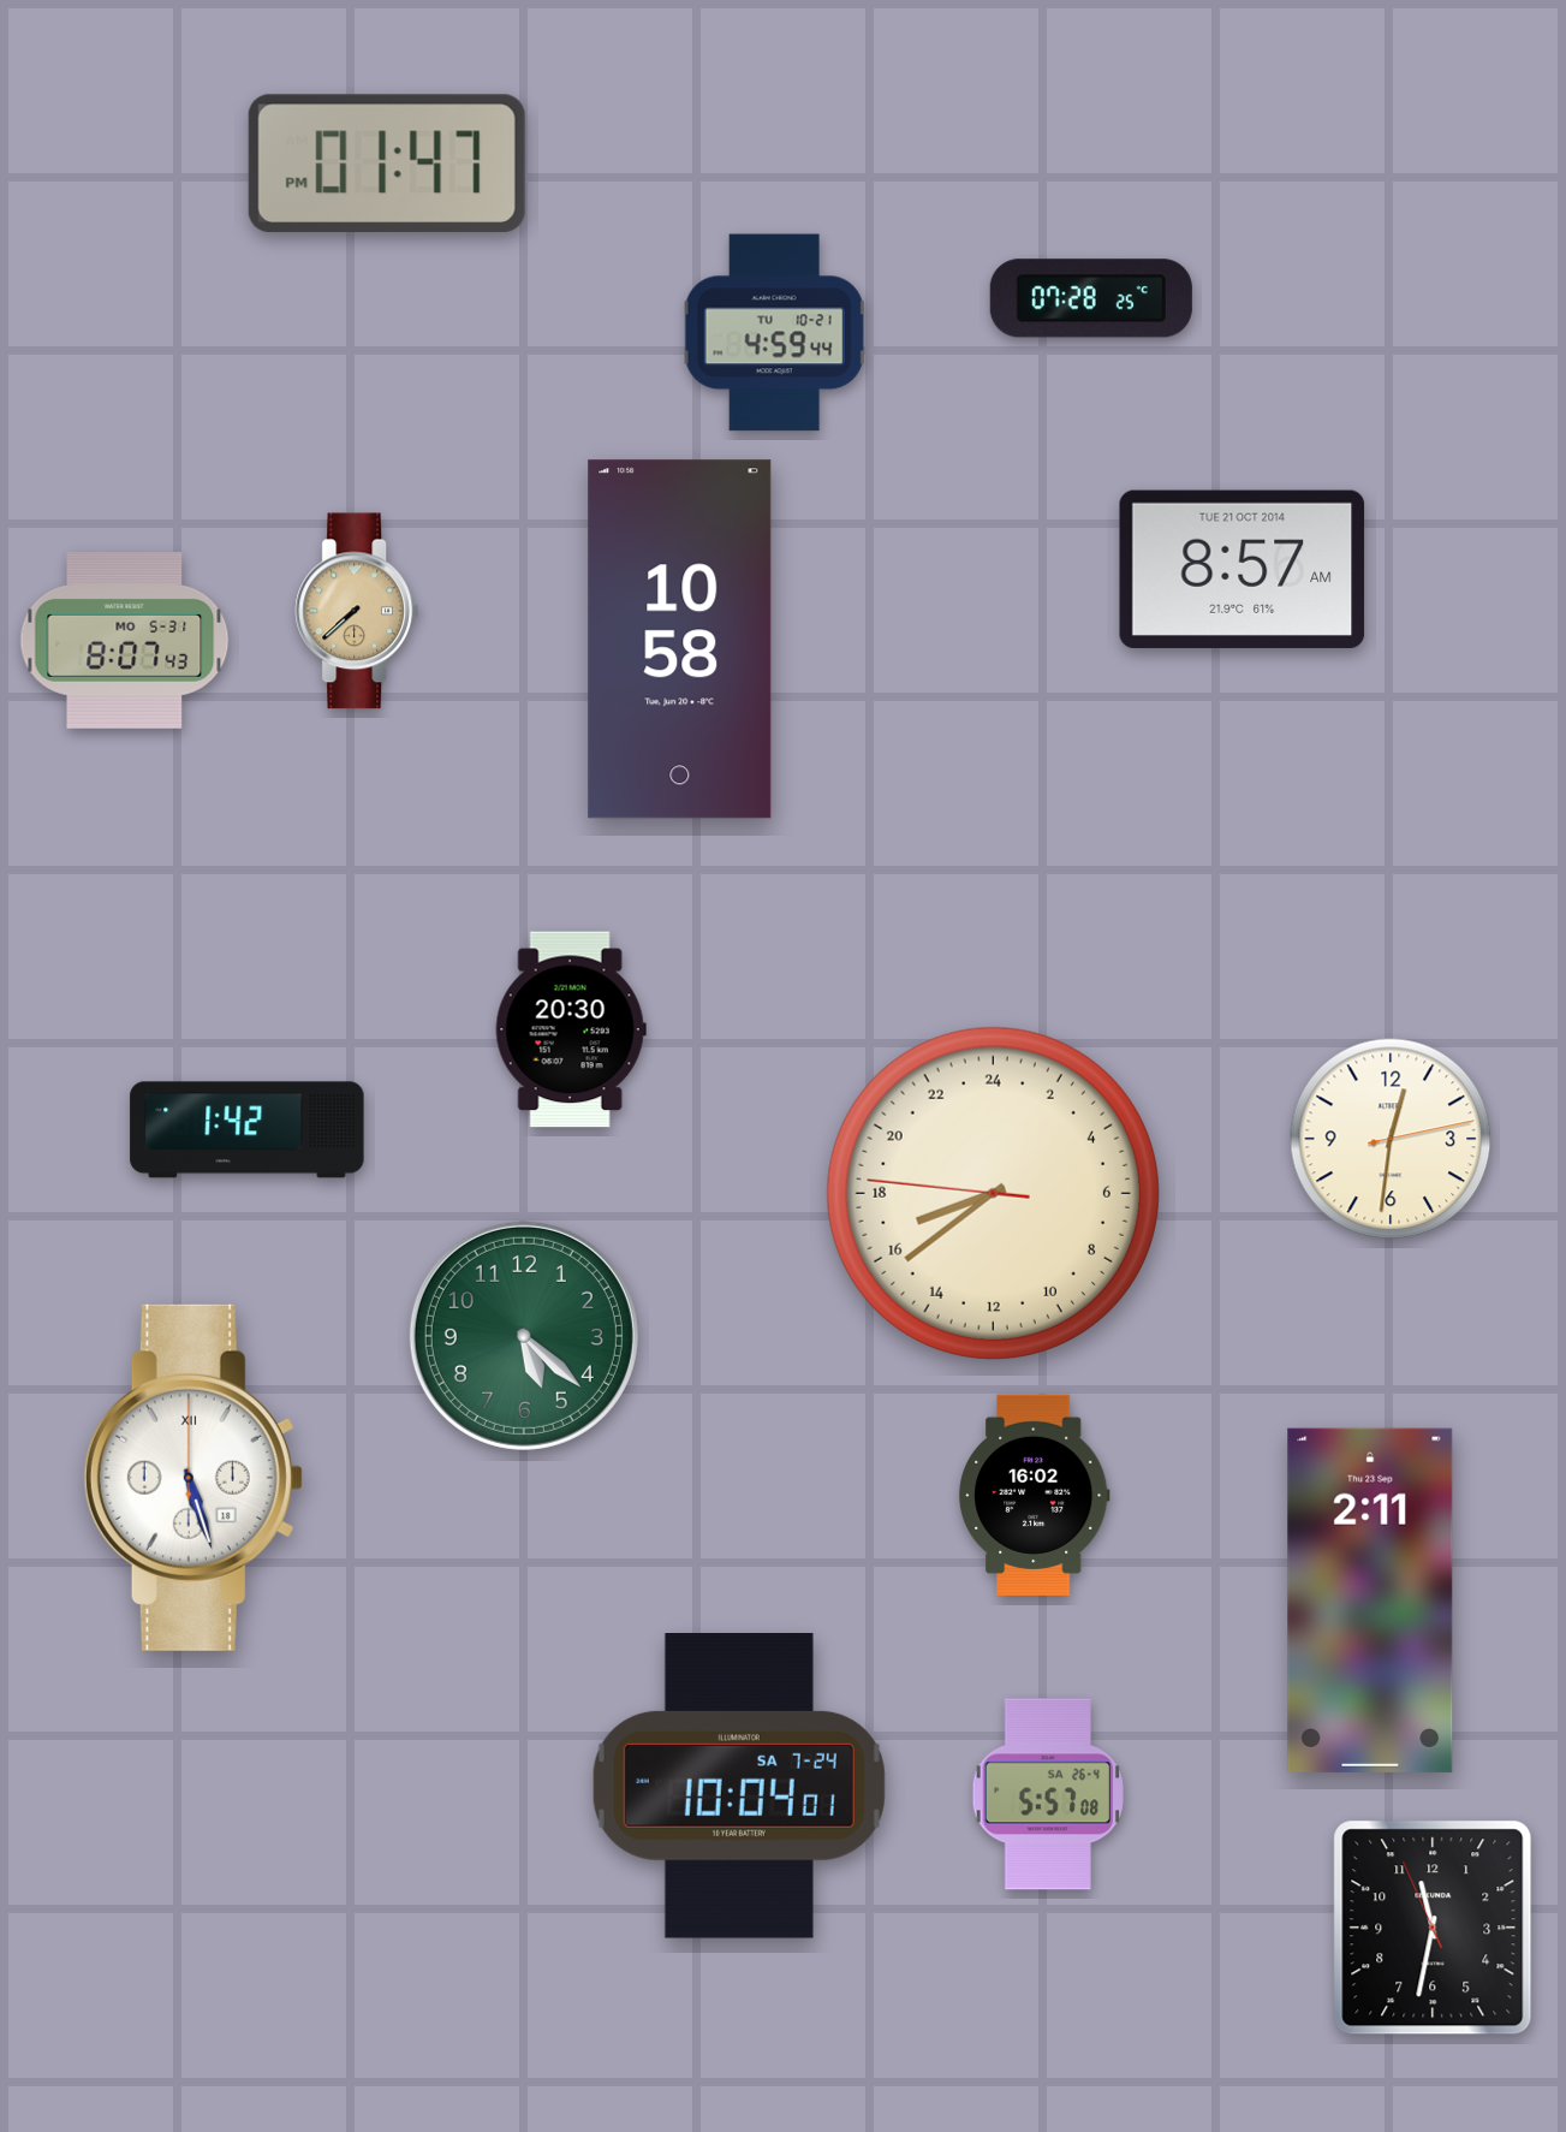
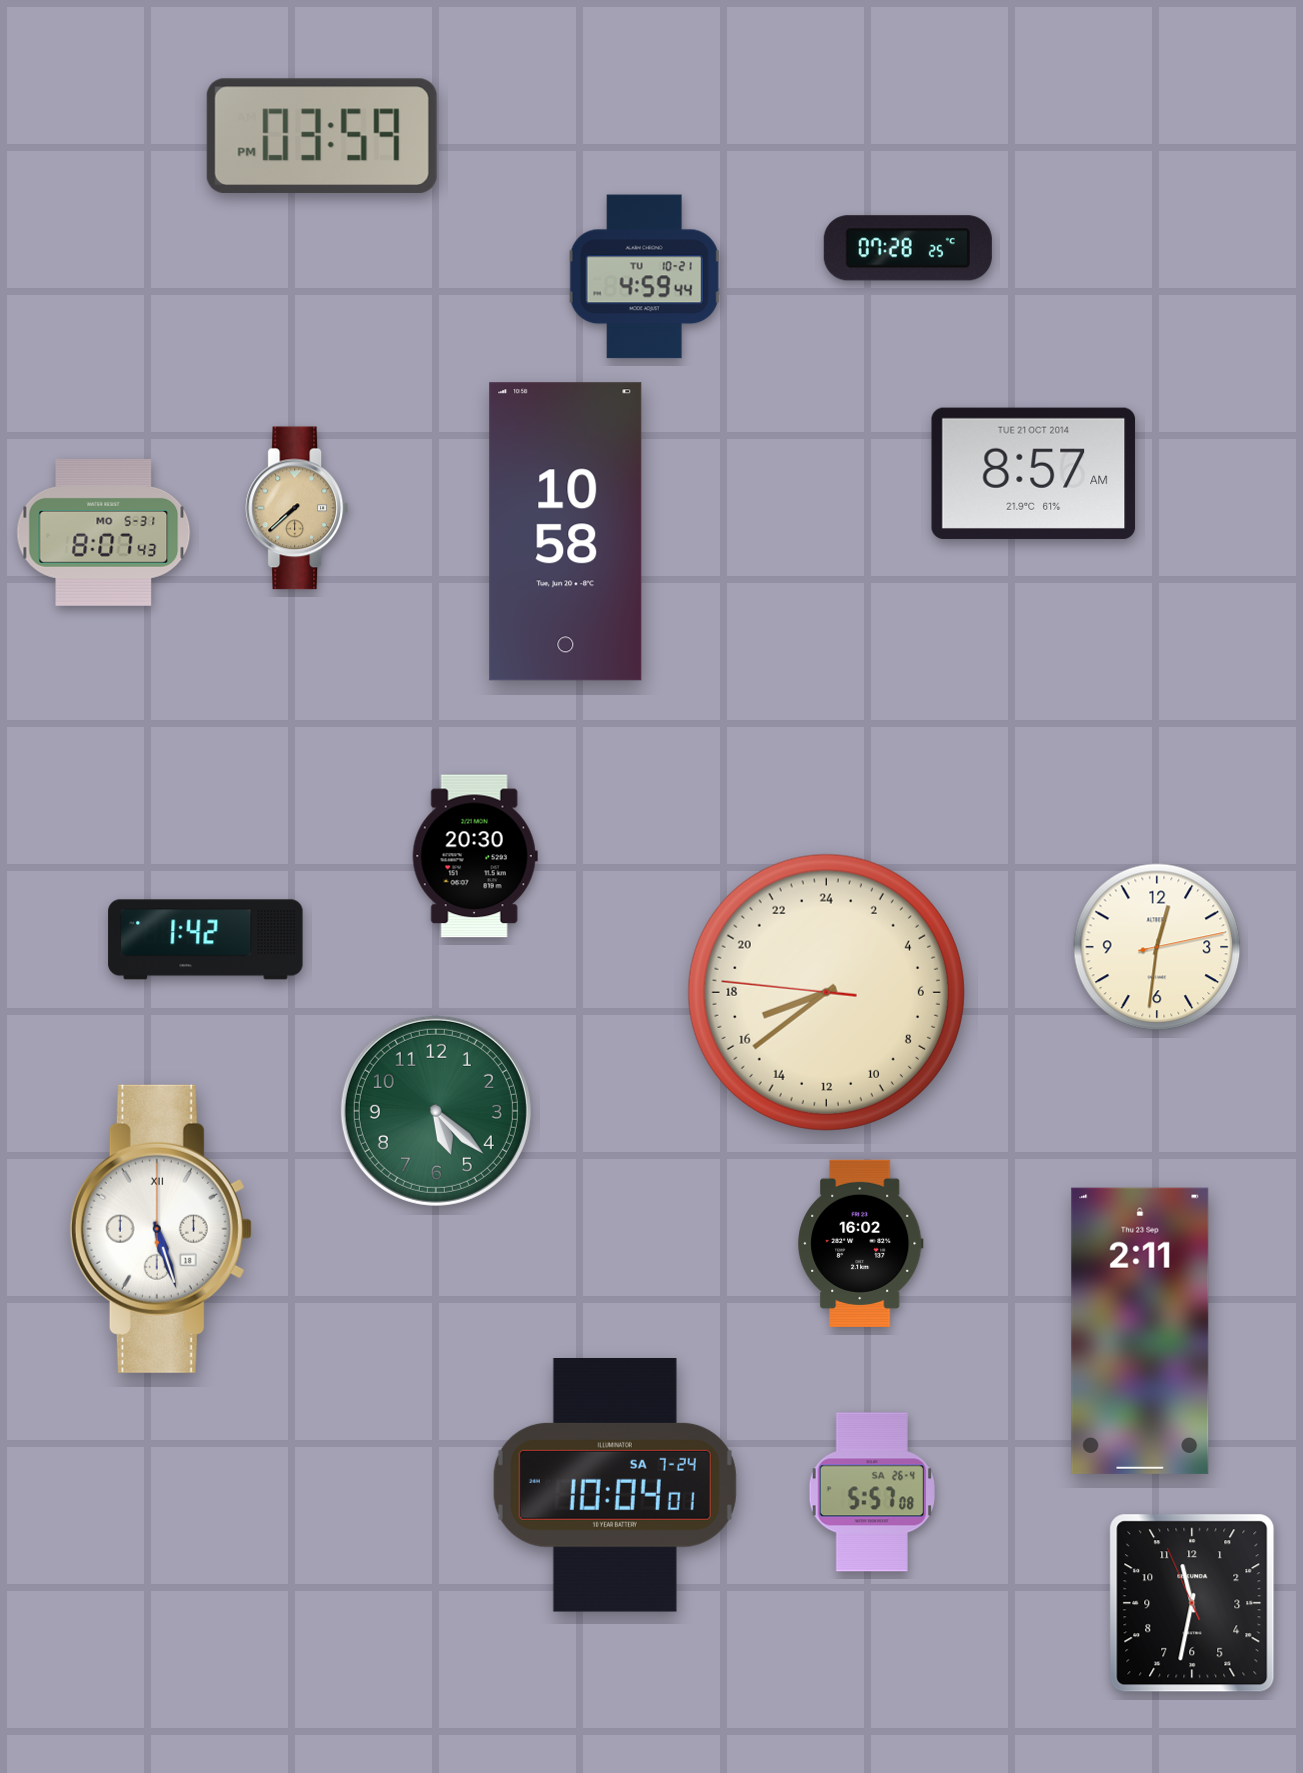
clock at (387, 164): 01:47 -> 03:59
